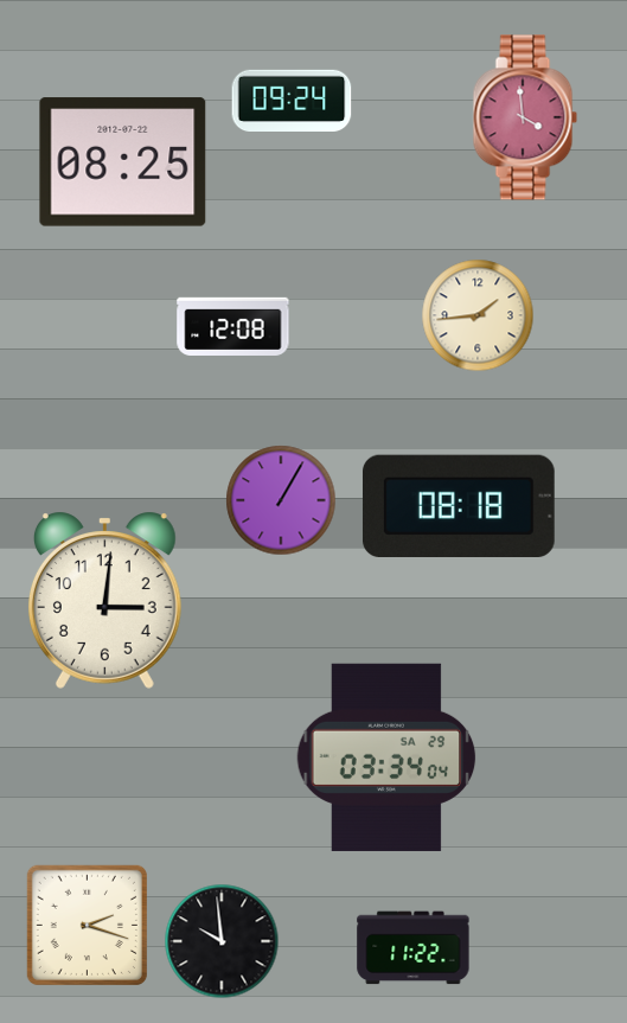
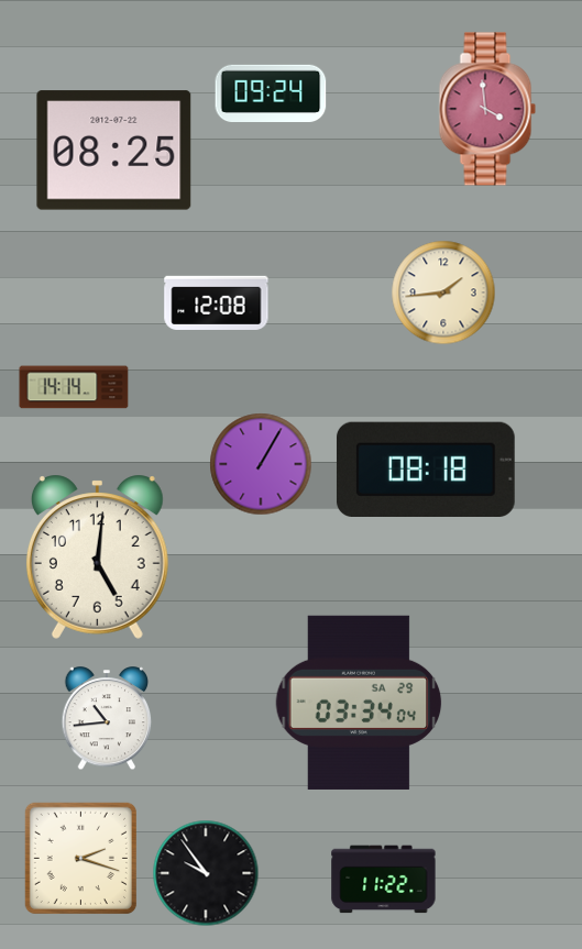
clock at (74, 387): none -> 14:14
clock at (104, 600): 3:01 -> 5:01
clock at (107, 719): none -> 10:44
clock at (222, 941): 9:59 -> 9:54
